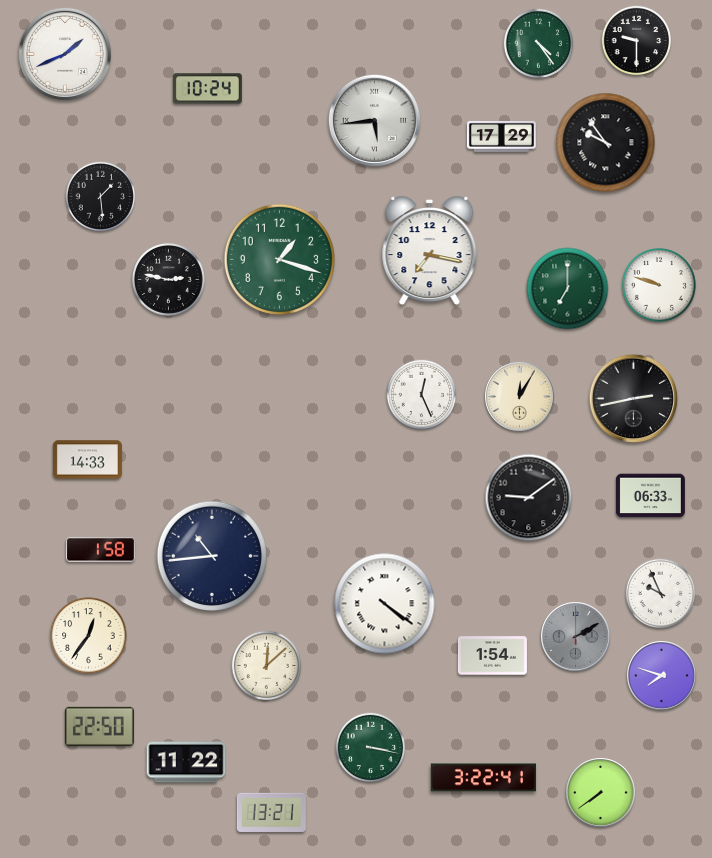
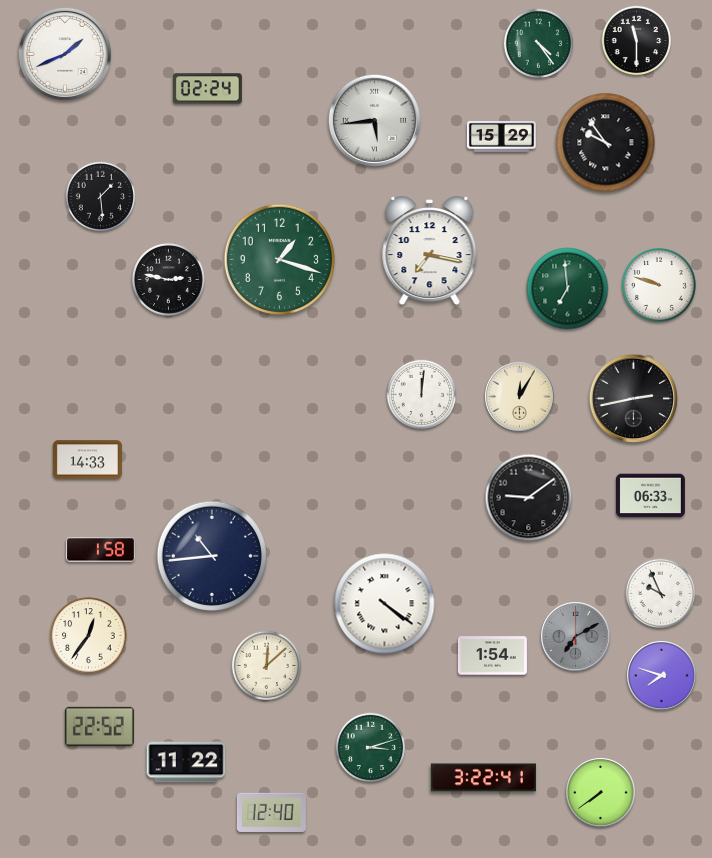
clock at (637, 41): 9:30 -> 11:30
clock at (207, 89): 10:24 -> 02:24
clock at (501, 136): 17:29 -> 15:29
clock at (568, 289): 7:00 -> 6:59
clock at (422, 395): 12:26 -> 12:01
clock at (576, 637): 2:10 -> 7:10
clock at (99, 726): 22:50 -> 22:52
clock at (371, 748): 3:17 -> 3:12
clock at (271, 812): 13:21 -> 12:40
